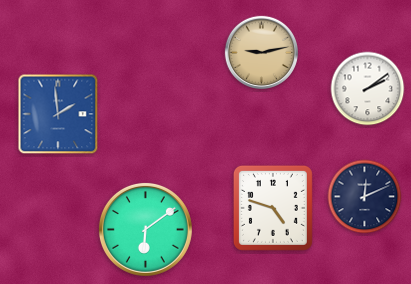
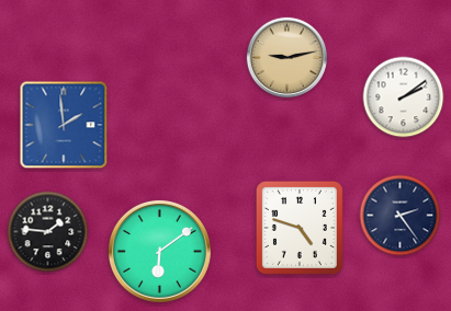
clock at (365, 197): 12:11 -> 2:24
clock at (48, 232): none -> 1:46
